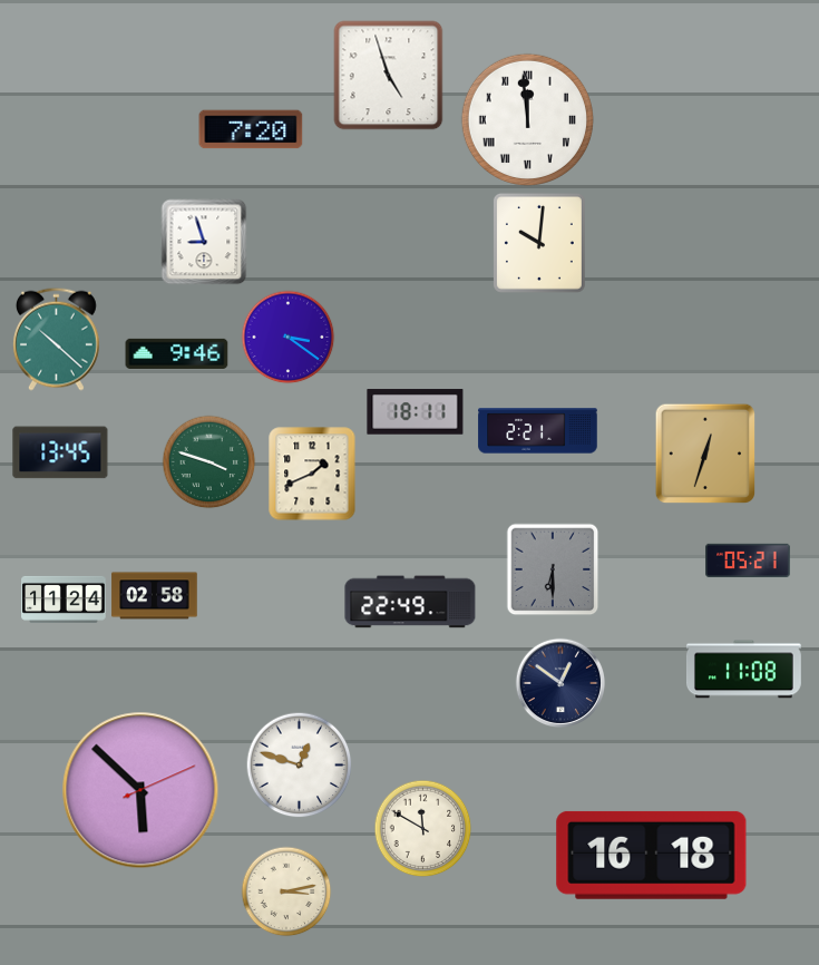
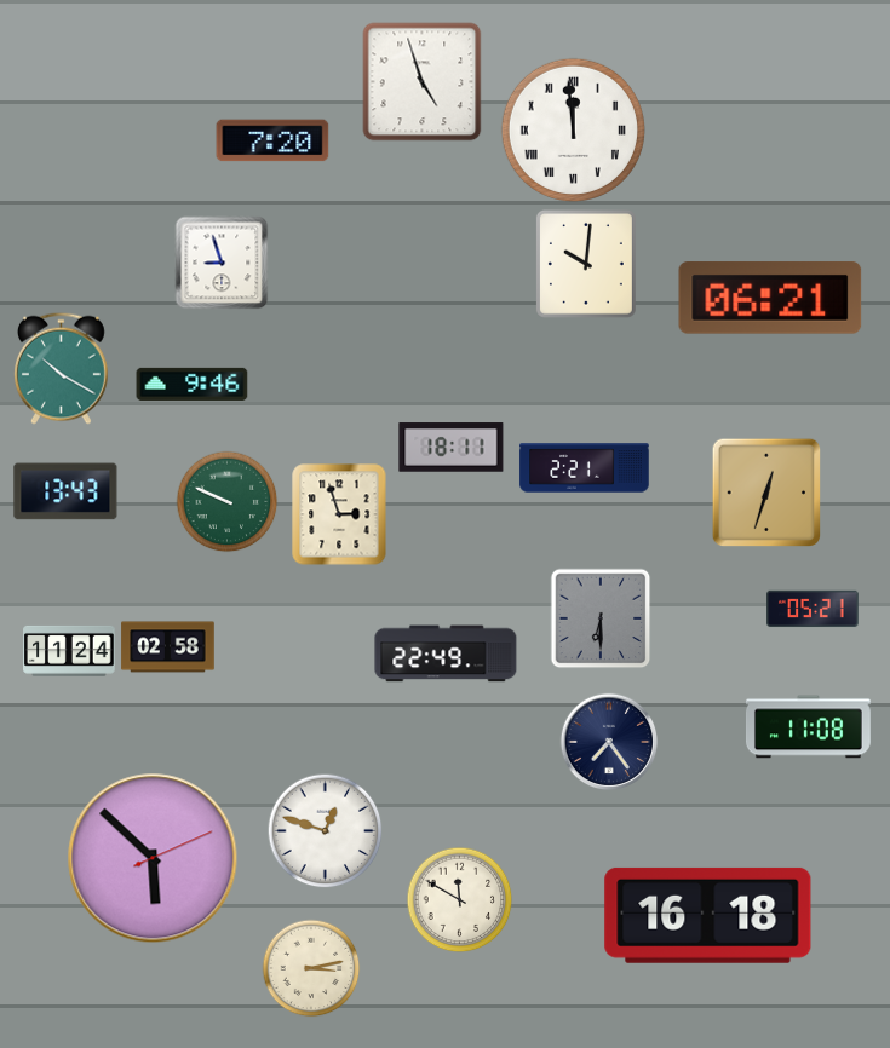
clock at (770, 298): none -> 06:21
clock at (289, 338): 3:21 -> none
clock at (56, 339): 10:22 -> 10:20
clock at (60, 452): 13:45 -> 13:43
clock at (209, 462): 3:48 -> 9:49
clock at (312, 474): 1:41 -> 2:57
clock at (560, 683): 12:51 -> 7:24
clock at (652, 855) position: (652, 855) -> (708, 915)
